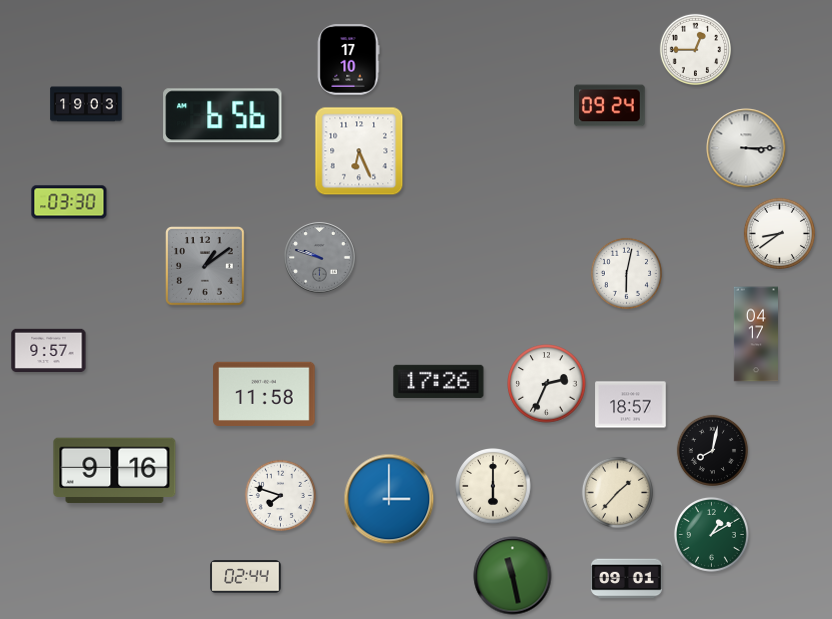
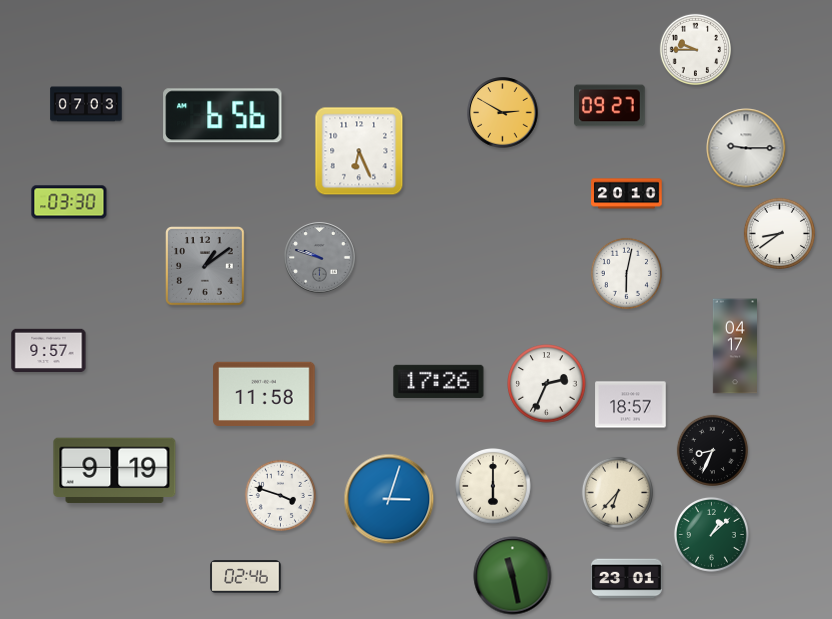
clock at (695, 49): 12:45 -> 9:45
clock at (348, 60): 17:10 -> none
clock at (86, 104): 19:03 -> 07:03
clock at (610, 106): 09:24 -> 09:27
clock at (503, 113): none -> 2:50
clock at (746, 148): 3:15 -> 9:15
clock at (627, 194): none -> 20:10
clock at (755, 334) position: (755, 334) -> (734, 346)
clock at (712, 450): 8:02 -> 8:34
clock at (115, 471): 9:16 -> 9:19
clock at (617, 492): 1:37 -> 6:37
clock at (280, 495): 7:48 -> 3:48
clock at (389, 499): 3:00 -> 3:03
clock at (711, 534): 1:10 -> 1:08
clock at (246, 577): 02:44 -> 02:46
clock at (627, 579): 09:01 -> 23:01
